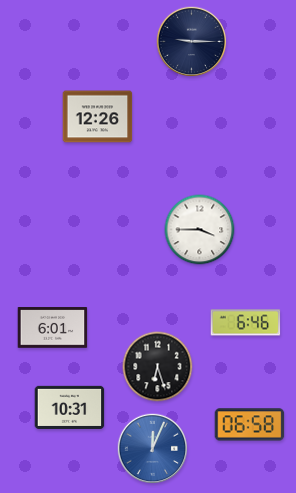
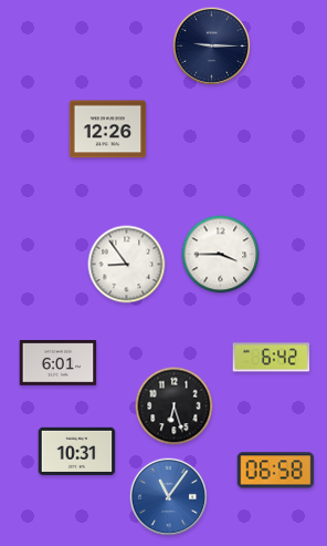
clock at (127, 265): none -> 8:54
clock at (246, 323): 6:46 -> 6:42
clock at (153, 449): 12:04 -> 11:06
